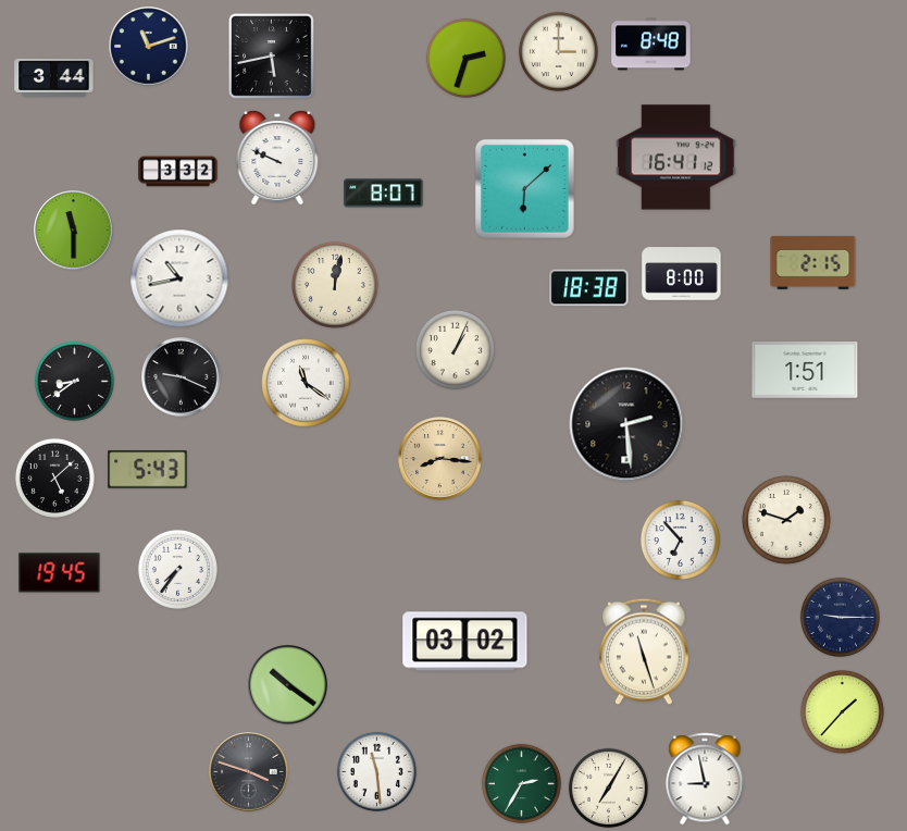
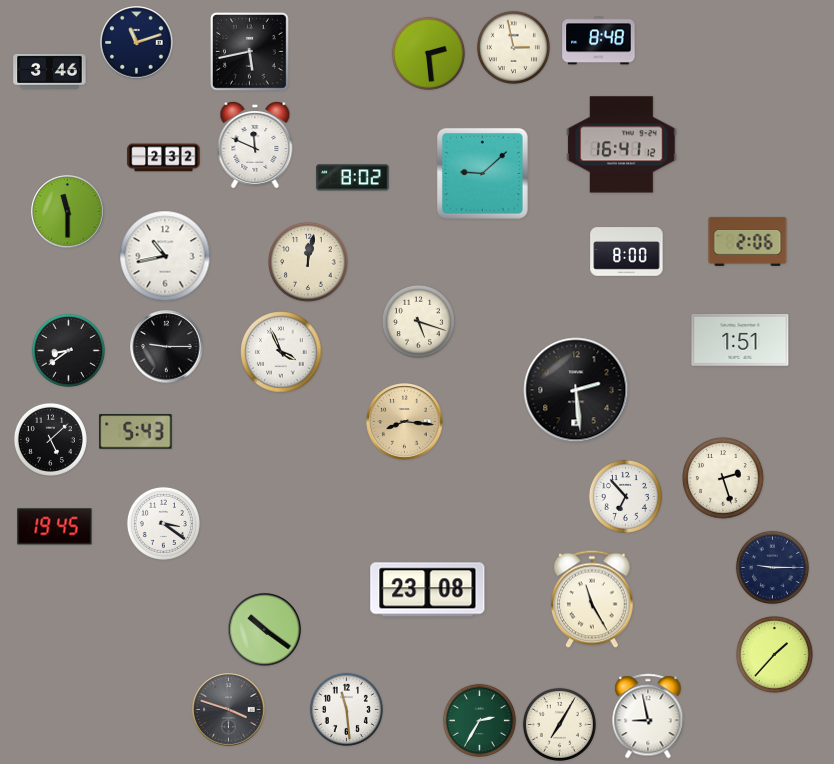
clock at (558, 51): 3:00 -> 2:58
clock at (465, 58): 2:33 -> 2:29
clock at (54, 77): 3:44 -> 3:46
clock at (277, 158): 9:49 -> 11:49
clock at (178, 172): 3:32 -> 2:32
clock at (524, 188): 6:08 -> 9:08
clock at (384, 194): 8:07 -> 8:02
clock at (813, 262): 2:15 -> 2:06
clock at (589, 288): 18:38 -> none
clock at (455, 349): 1:04 -> 5:18
clock at (182, 377): 9:19 -> 9:15
clock at (306, 383): 11:21 -> 3:56
clock at (786, 520): 1:48 -> 2:27
clock at (177, 569): 7:36 -> 3:21
clock at (465, 642): 03:02 -> 23:08
clock at (644, 652): 11:27 -> 11:25
